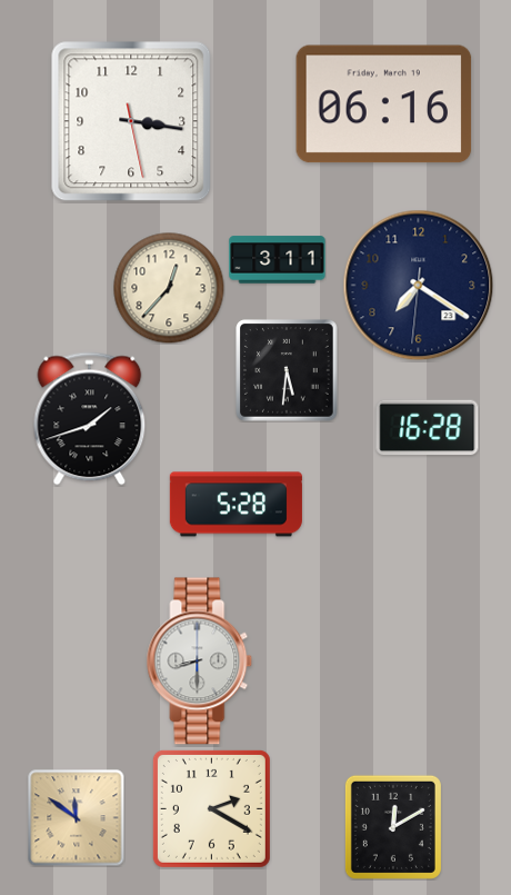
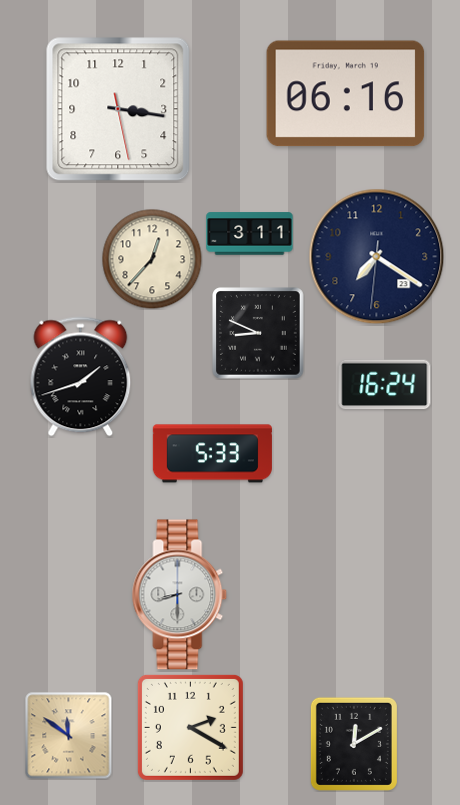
clock at (287, 370): 5:31 -> 8:49
clock at (428, 428): 16:28 -> 16:24
clock at (236, 505): 5:28 -> 5:33
